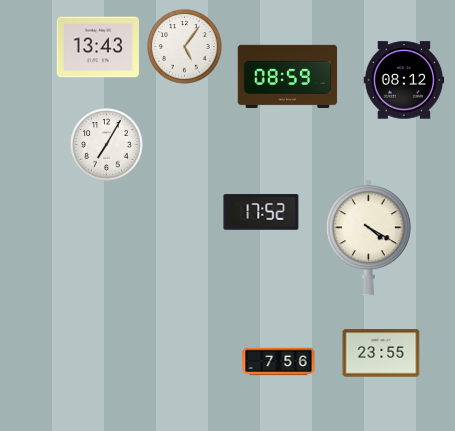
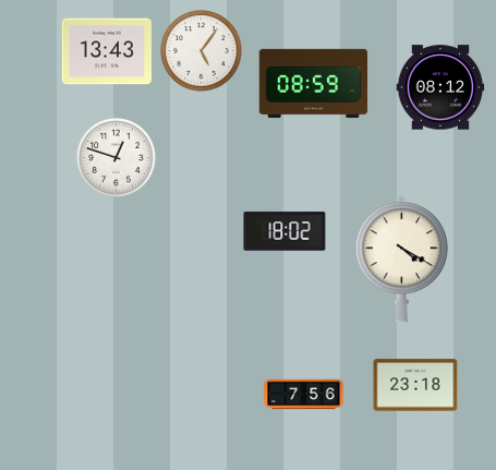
clock at (107, 145): 7:05 -> 12:48
clock at (261, 212): 17:52 -> 18:02
clock at (381, 353): 23:55 -> 23:18
